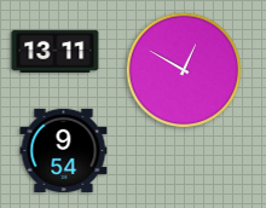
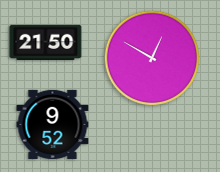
clock at (56, 52): 13:11 -> 21:50
clock at (64, 150): 9:54 -> 9:52
